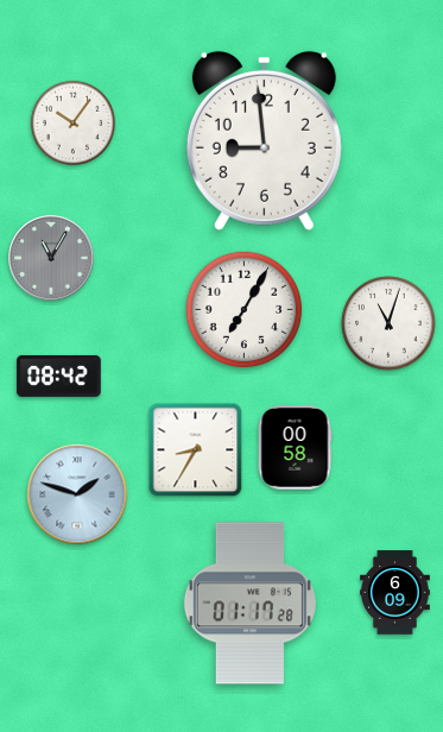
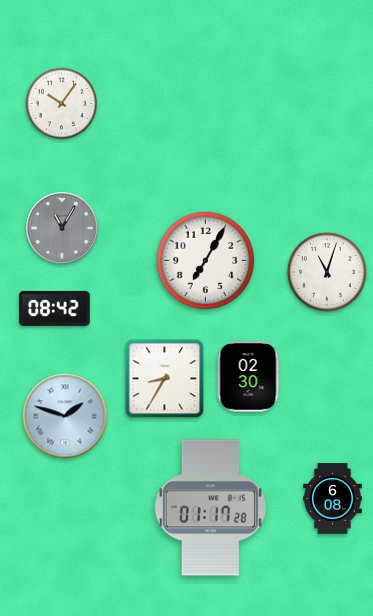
clock at (264, 140): 8:59 -> none
clock at (51, 258) position: (51, 258) -> (62, 228)
clock at (59, 376) position: (59, 376) -> (55, 308)
clock at (295, 448): 00:58 -> 02:30
clock at (395, 593): 6:09 -> 6:08
